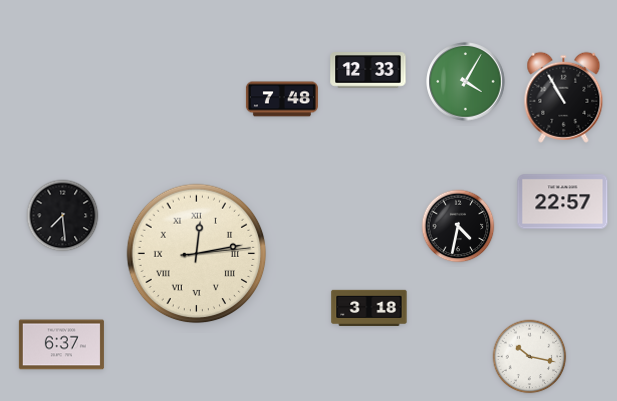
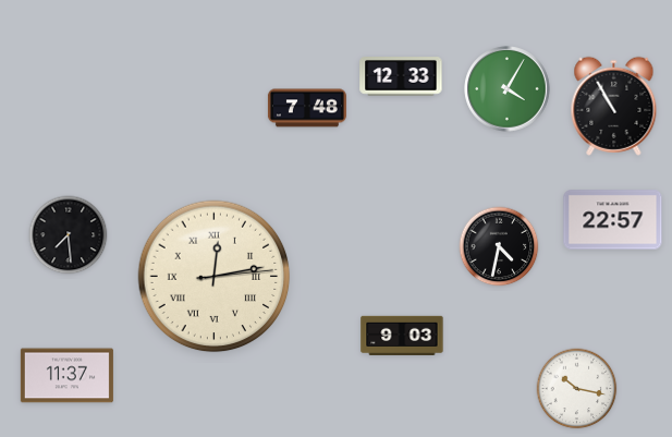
clock at (369, 308): 3:18 -> 9:03
clock at (61, 345): 6:37 -> 11:37
